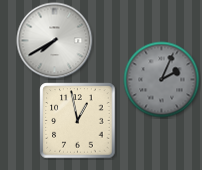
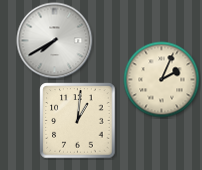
clock at (162, 80) dial: grey -> cream
clock at (78, 121): 12:58 -> 1:01
